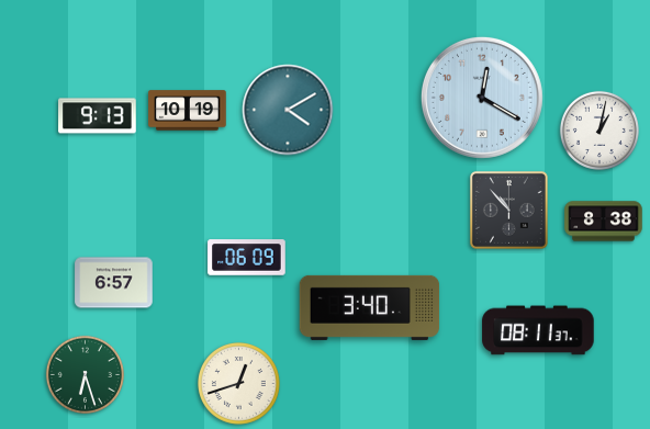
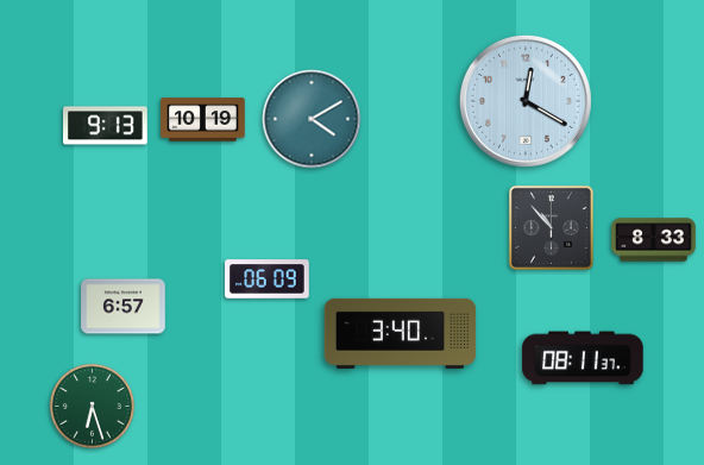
clock at (482, 98) position: (482, 98) -> (526, 101)
clock at (599, 131): 1:02 -> none
clock at (604, 222): 8:38 -> 8:33
clock at (239, 384): 12:42 -> none
